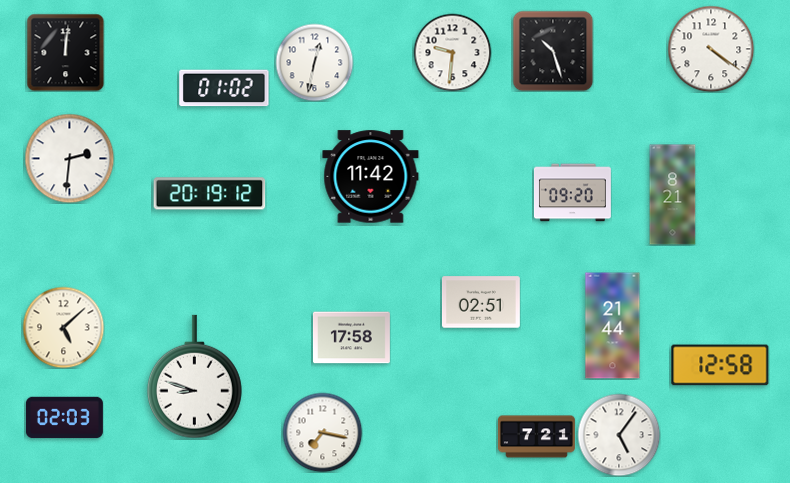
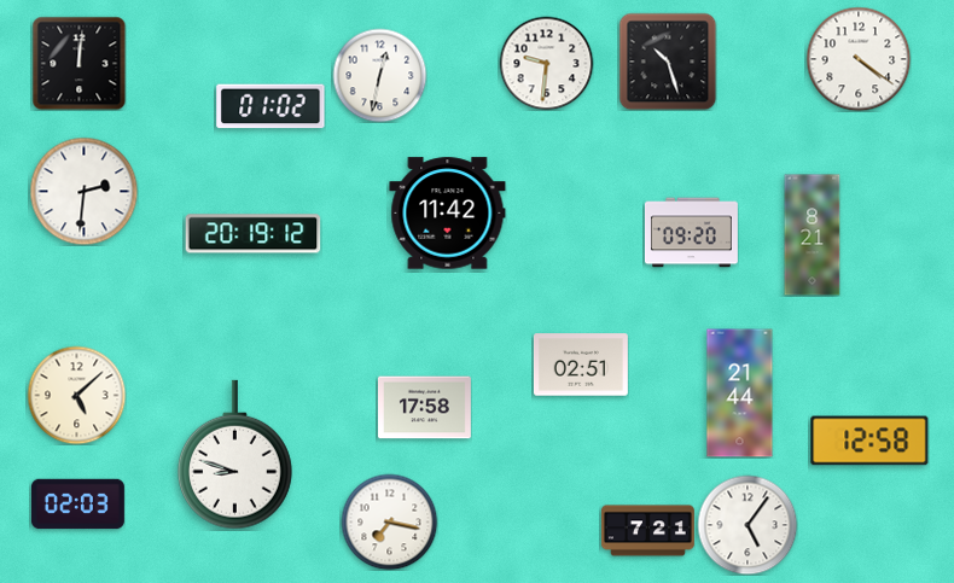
clock at (536, 437) position: (536, 437) -> (647, 531)
